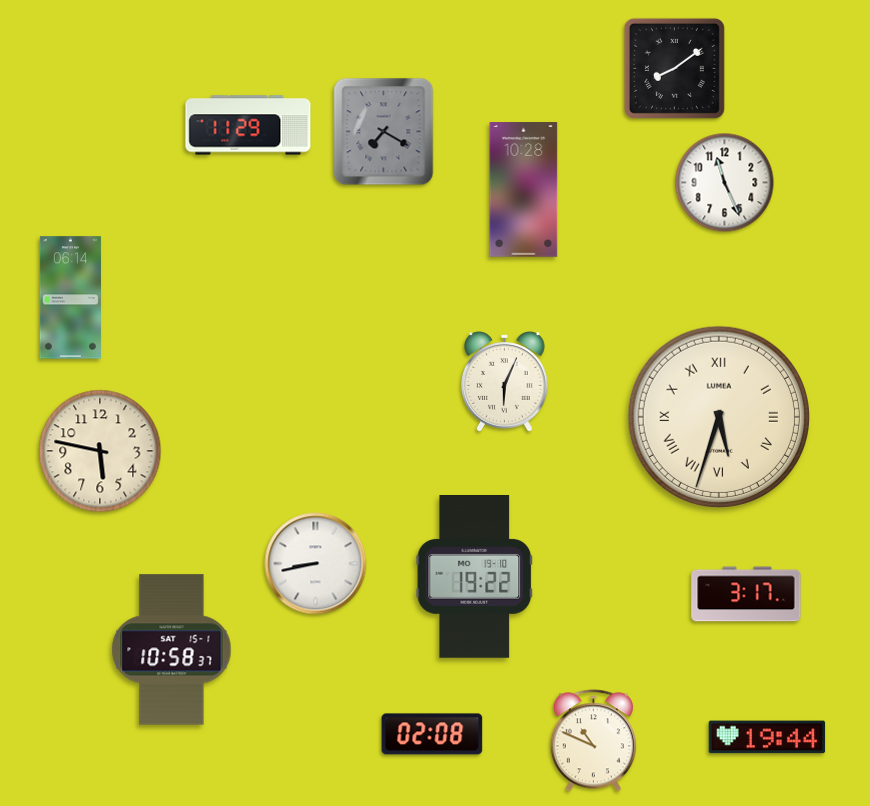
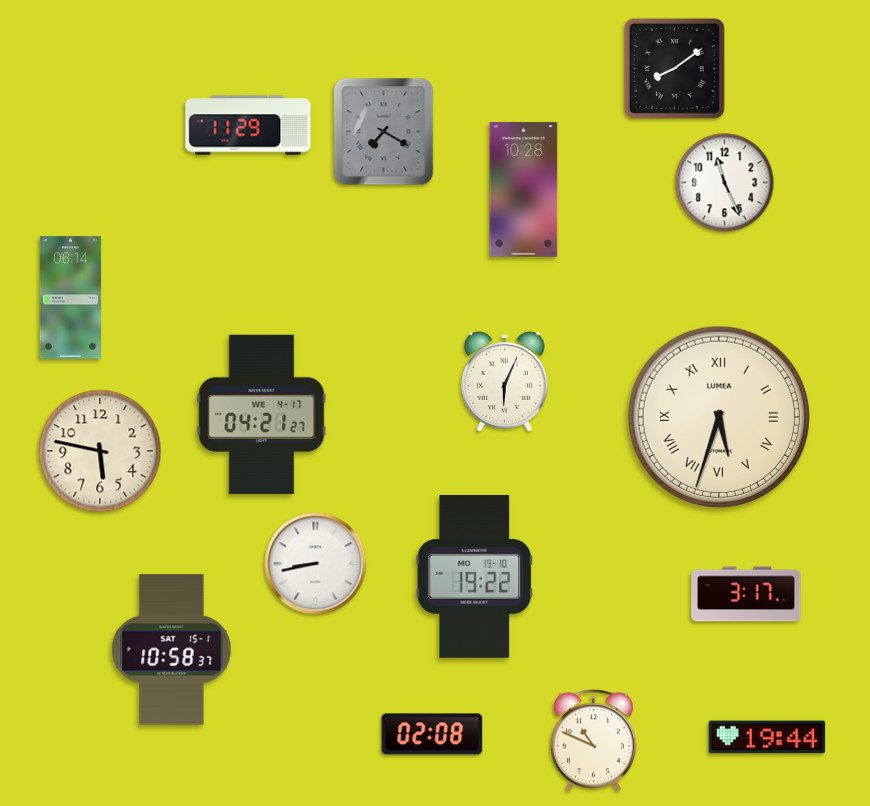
clock at (262, 414): none -> 04:21
